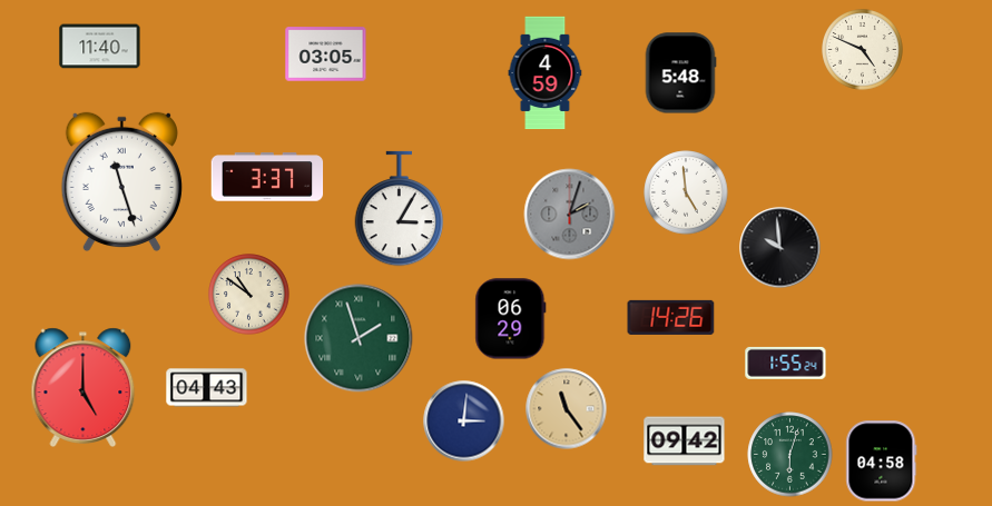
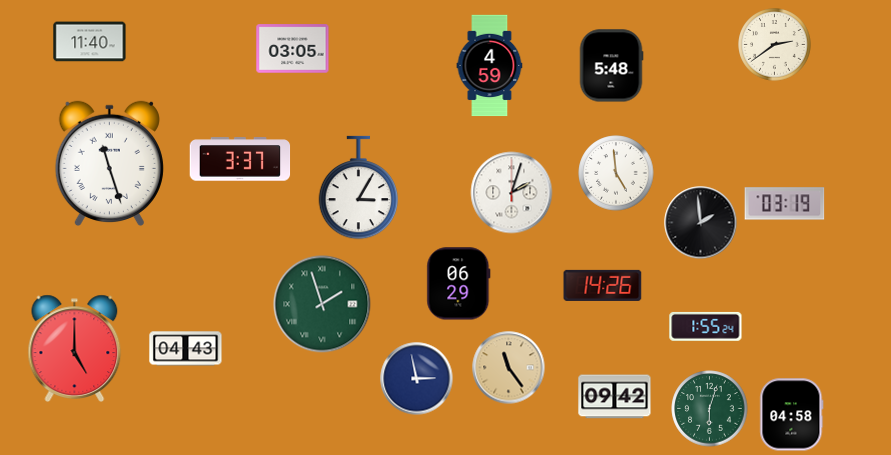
clock at (863, 50): 4:49 -> 2:39
clock at (570, 215) dial: grey -> white
clock at (785, 204): none -> 03:19
clock at (780, 248): 9:59 -> 1:59
clock at (249, 295): 10:51 -> none
clock at (511, 319) position: (511, 319) -> (459, 284)
clock at (464, 421): 3:01 -> 2:58
